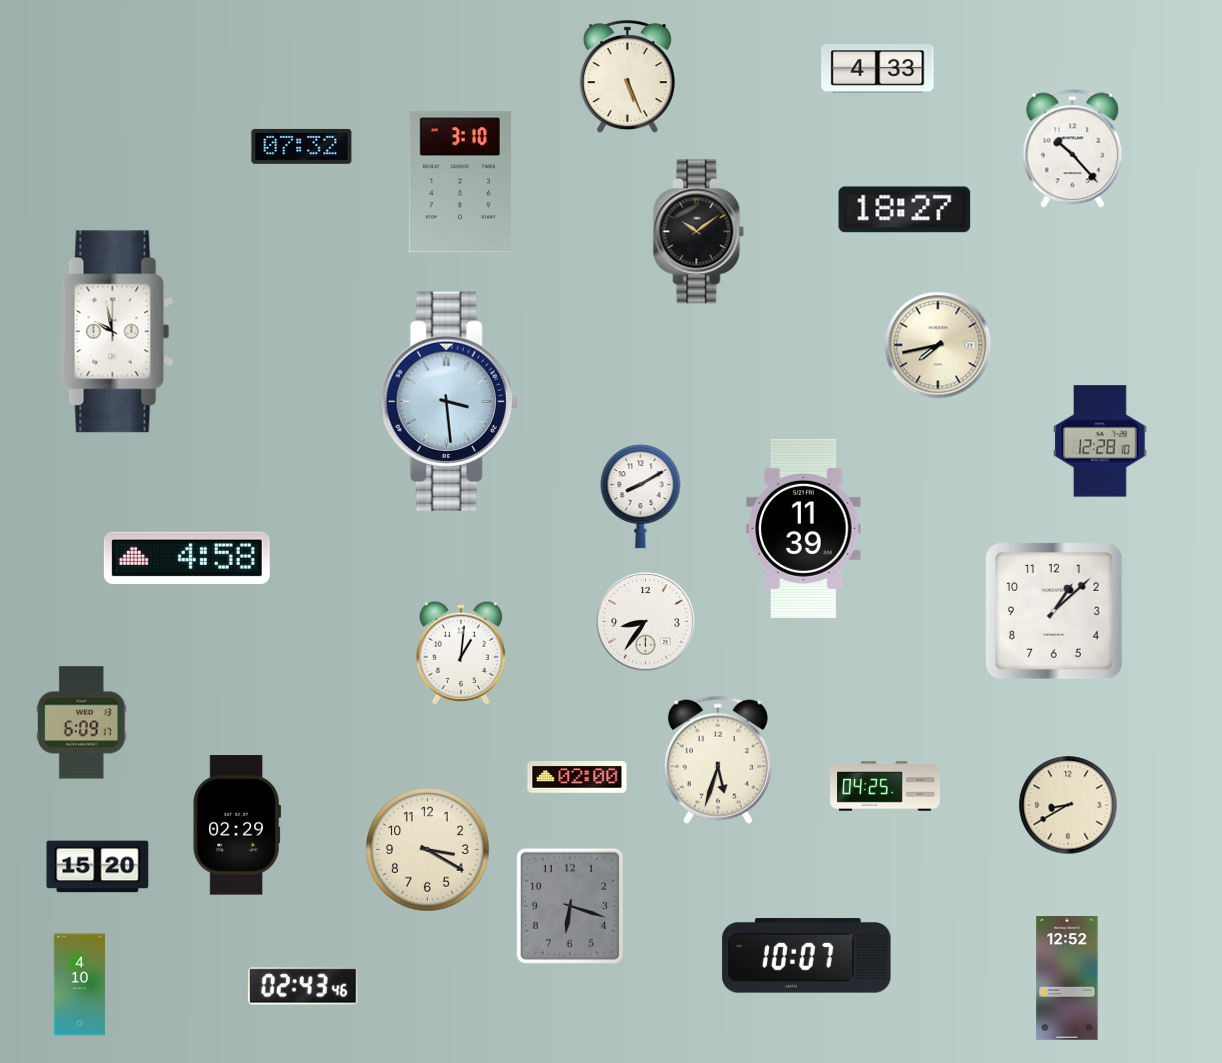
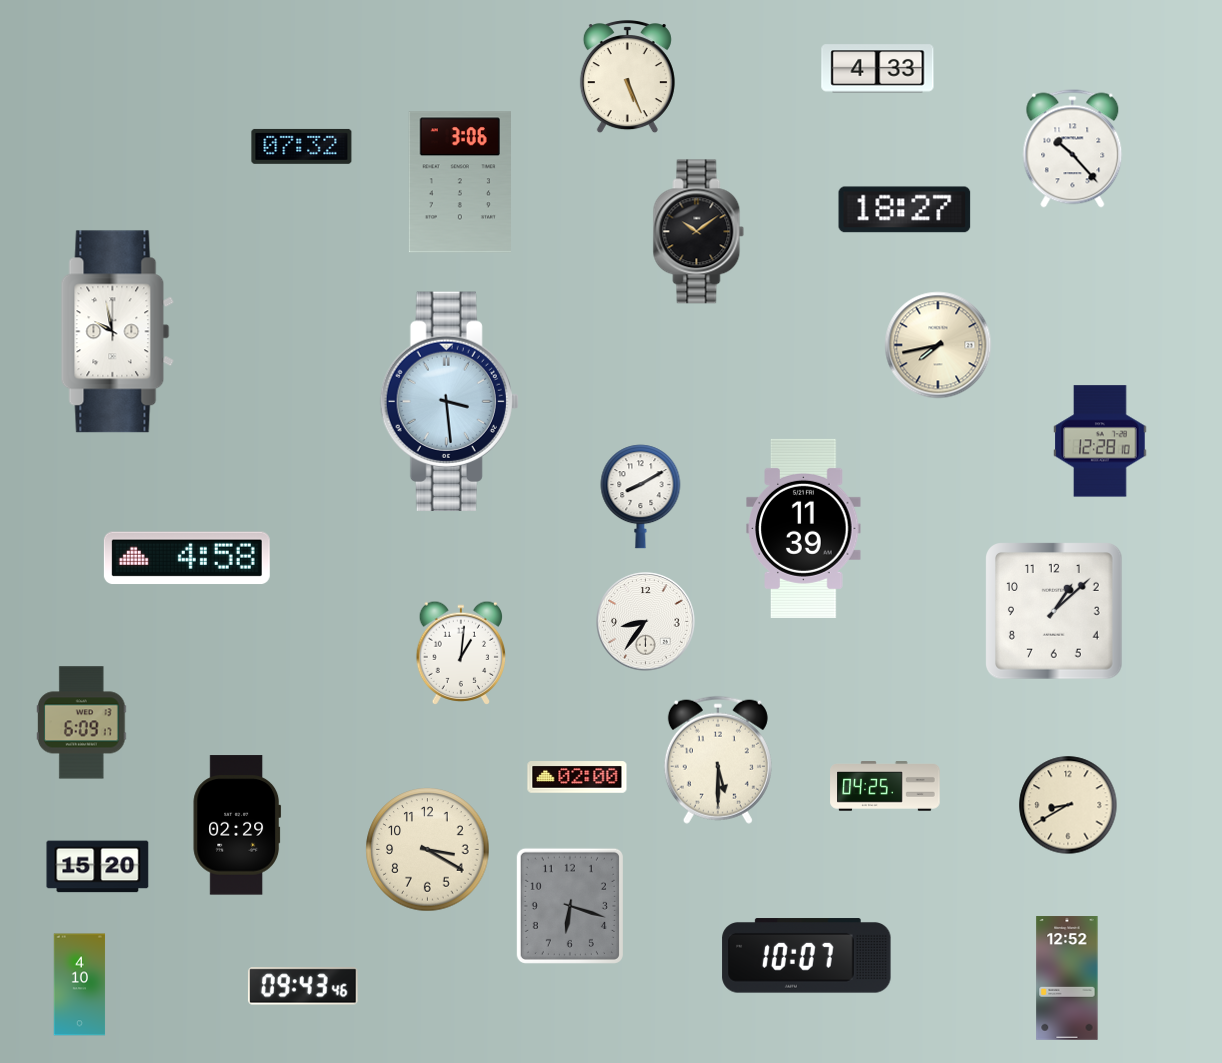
clock at (459, 182): 3:10 -> 3:06
clock at (718, 760): 5:33 -> 5:30
clock at (303, 986): 02:43 -> 09:43
